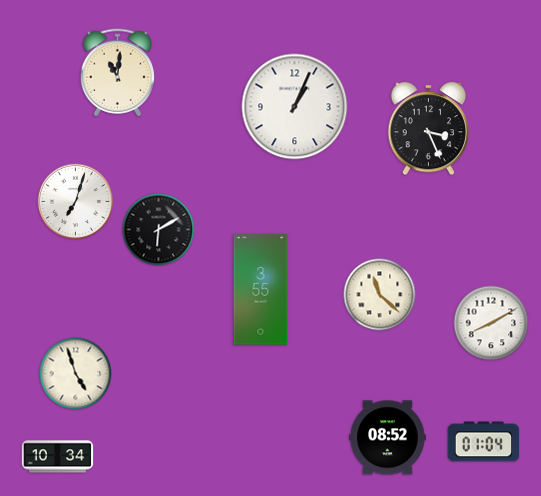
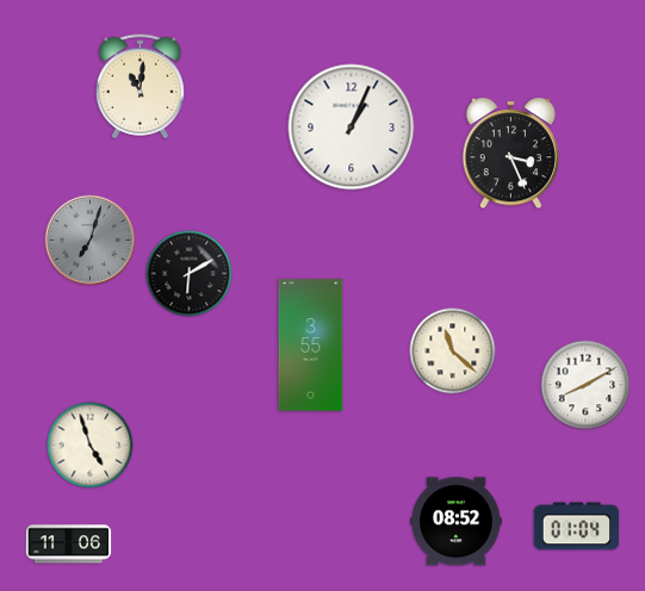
clock at (76, 202) dial: white -> grey
clock at (388, 438) position: (388, 438) -> (457, 522)
clock at (58, 457): 10:34 -> 11:06
